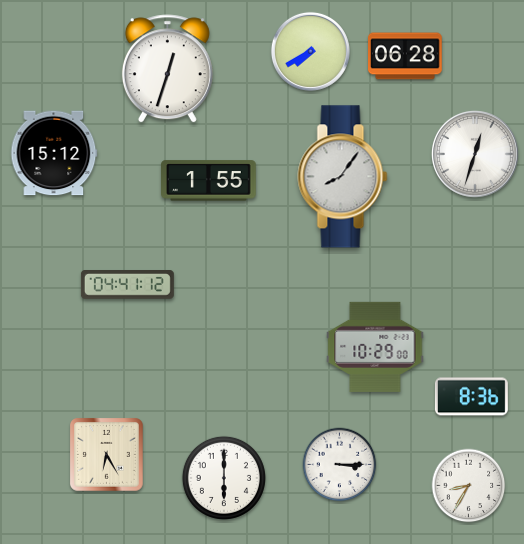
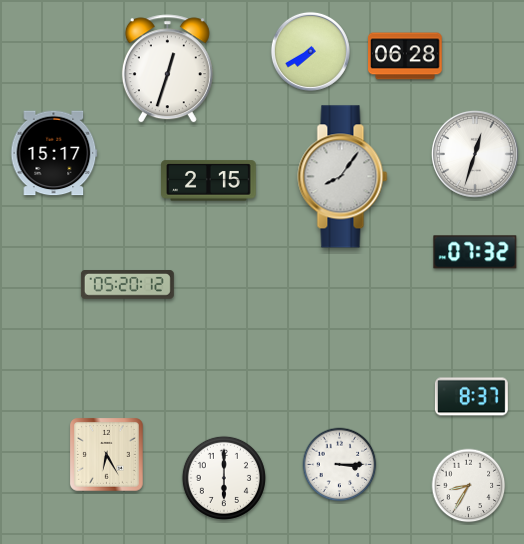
clock at (54, 153): 15:12 -> 15:17
clock at (209, 181): 1:55 -> 2:15
clock at (475, 252): none -> 07:32
clock at (127, 285): 04:41 -> 05:20
clock at (375, 347): 10:29 -> none
clock at (471, 397): 8:36 -> 8:37
